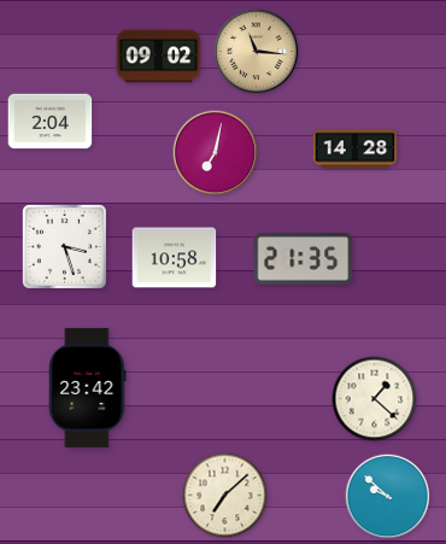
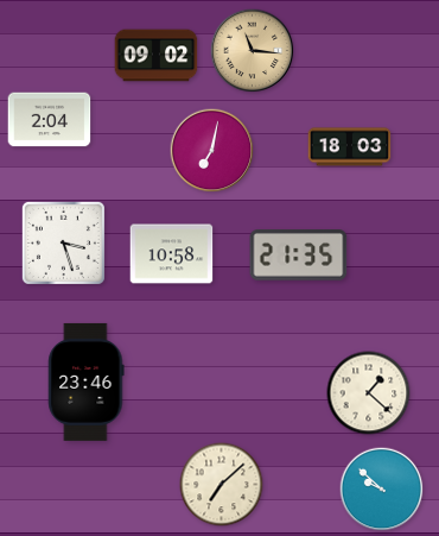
clock at (356, 150): 14:28 -> 18:03
clock at (88, 387): 23:42 -> 23:46
clock at (225, 496) position: (225, 496) -> (222, 485)
